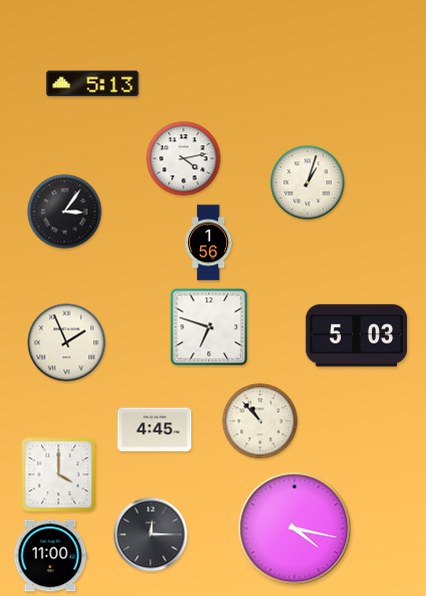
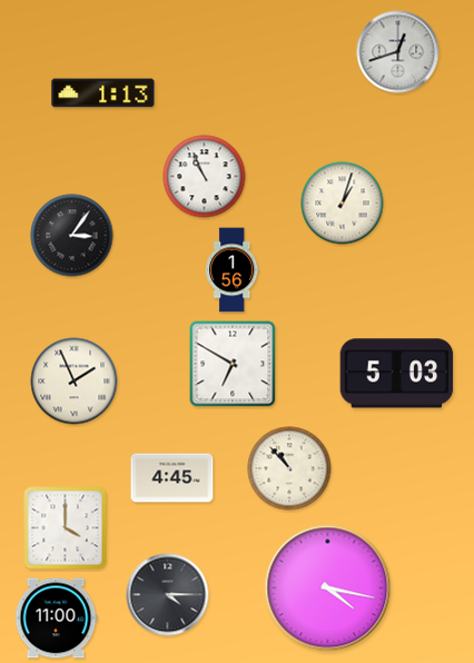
clock at (398, 52): none -> 12:42
clock at (93, 84): 5:13 -> 1:13
clock at (184, 159): 4:13 -> 10:56
clock at (209, 327): 6:48 -> 6:50
clock at (151, 535): 12:15 -> 4:15
